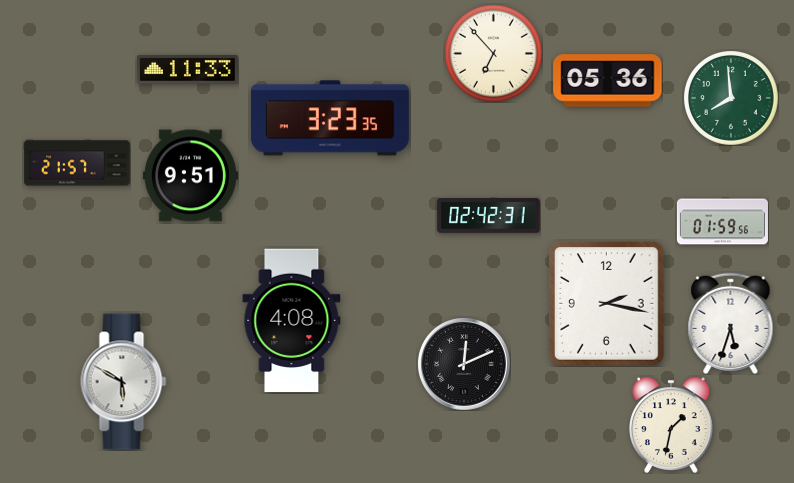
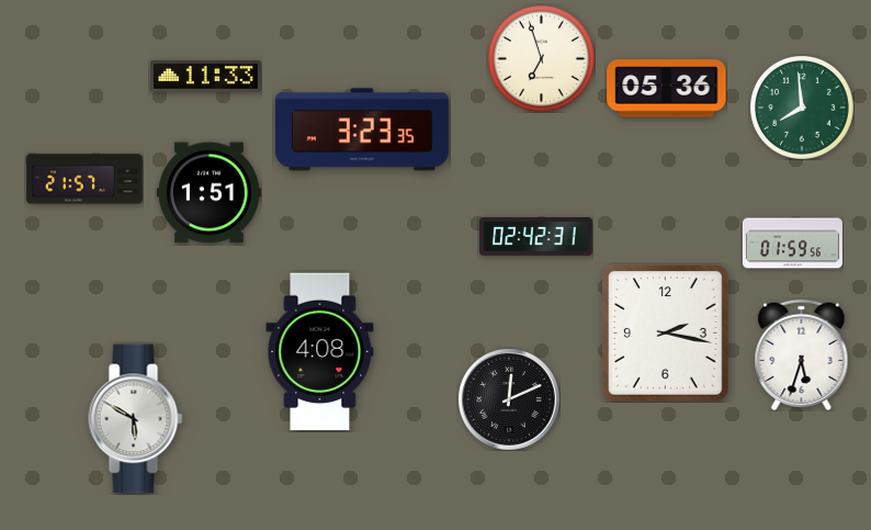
clock at (493, 53): 6:53 -> 6:57
clock at (190, 176): 9:51 -> 1:51
clock at (671, 425): 1:32 -> none
